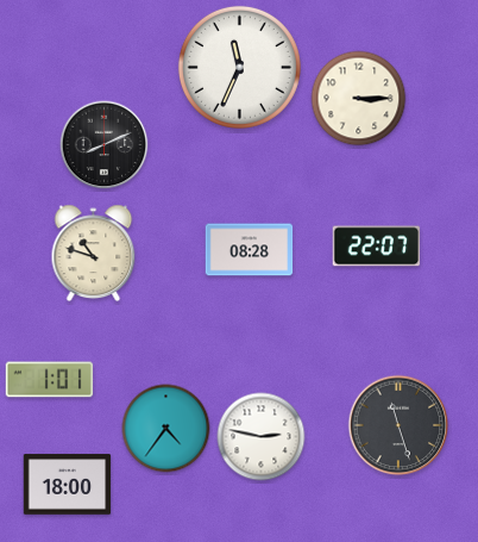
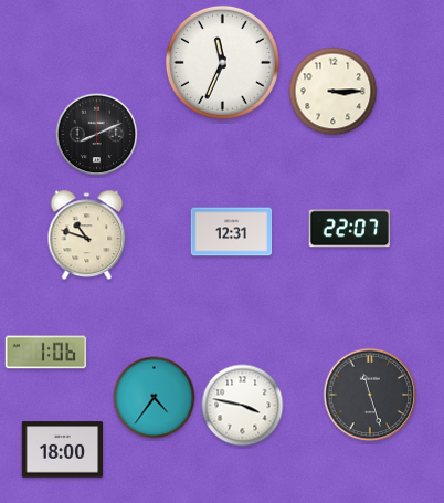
clock at (250, 250): 08:28 -> 12:31
clock at (50, 380): 1:01 -> 1:06
clock at (262, 437): 2:47 -> 3:47
